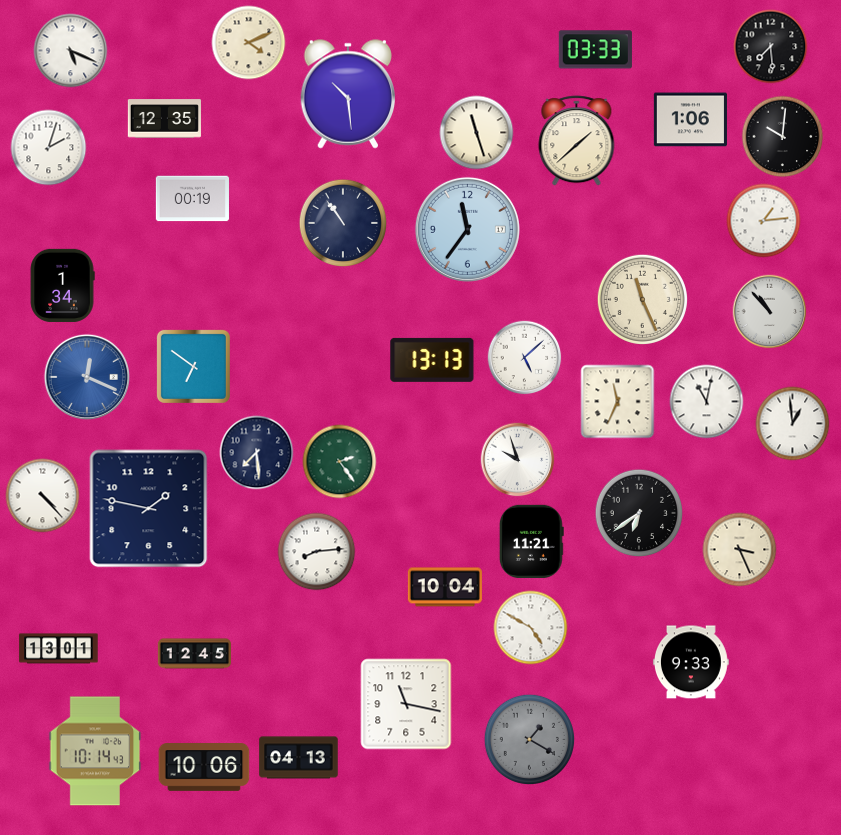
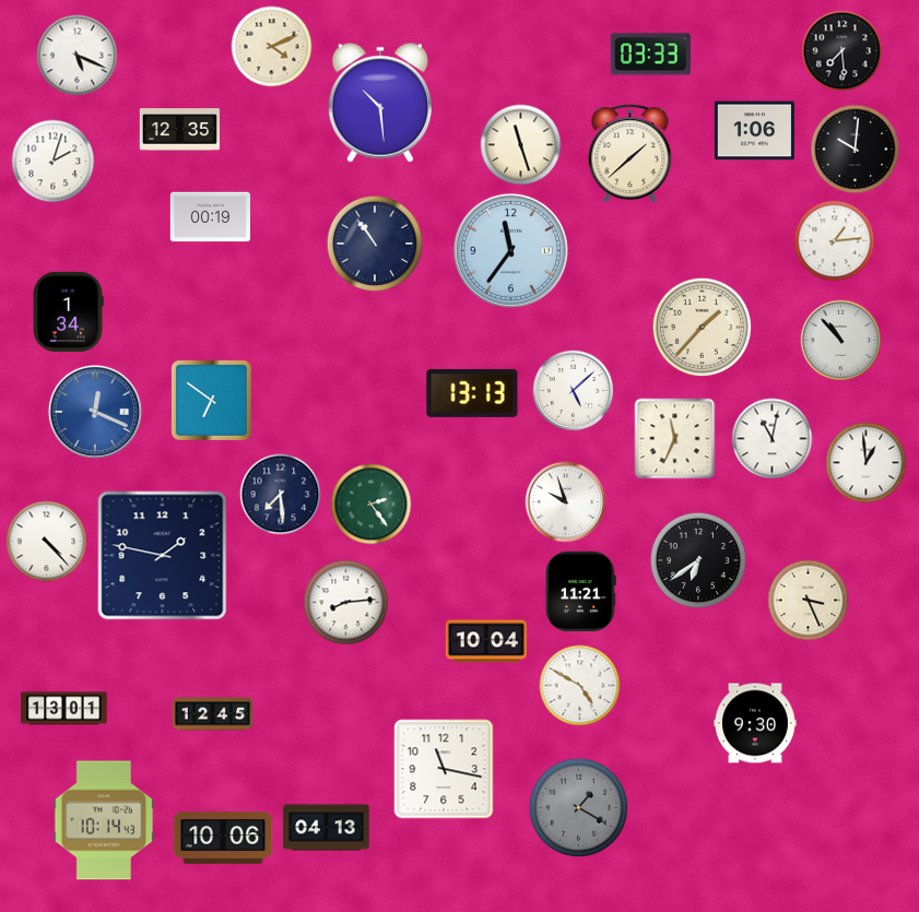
clock at (642, 299): 11:26 -> 1:37
clock at (691, 662): 9:33 -> 9:30
